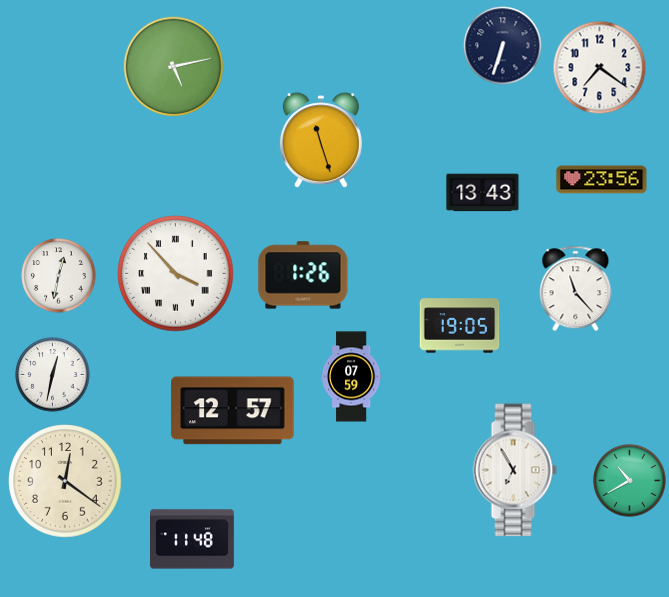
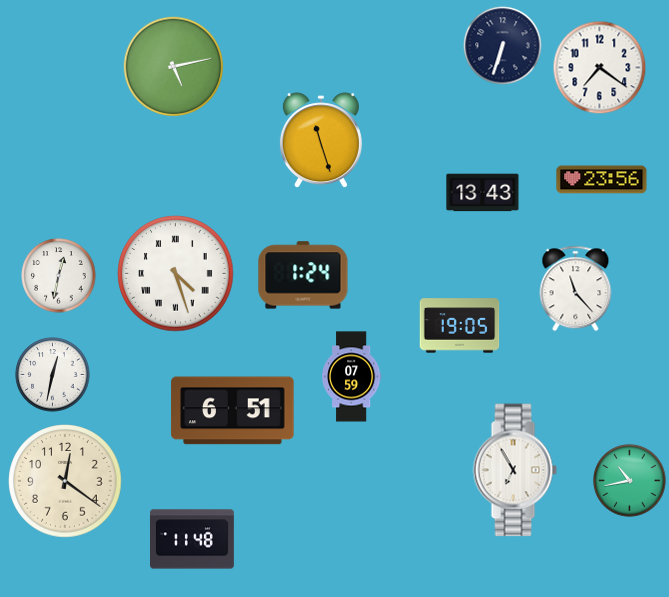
clock at (176, 274): 3:53 -> 4:27
clock at (303, 275): 1:26 -> 1:24
clock at (233, 411): 12:57 -> 6:51
clock at (630, 481): 10:40 -> 10:43
